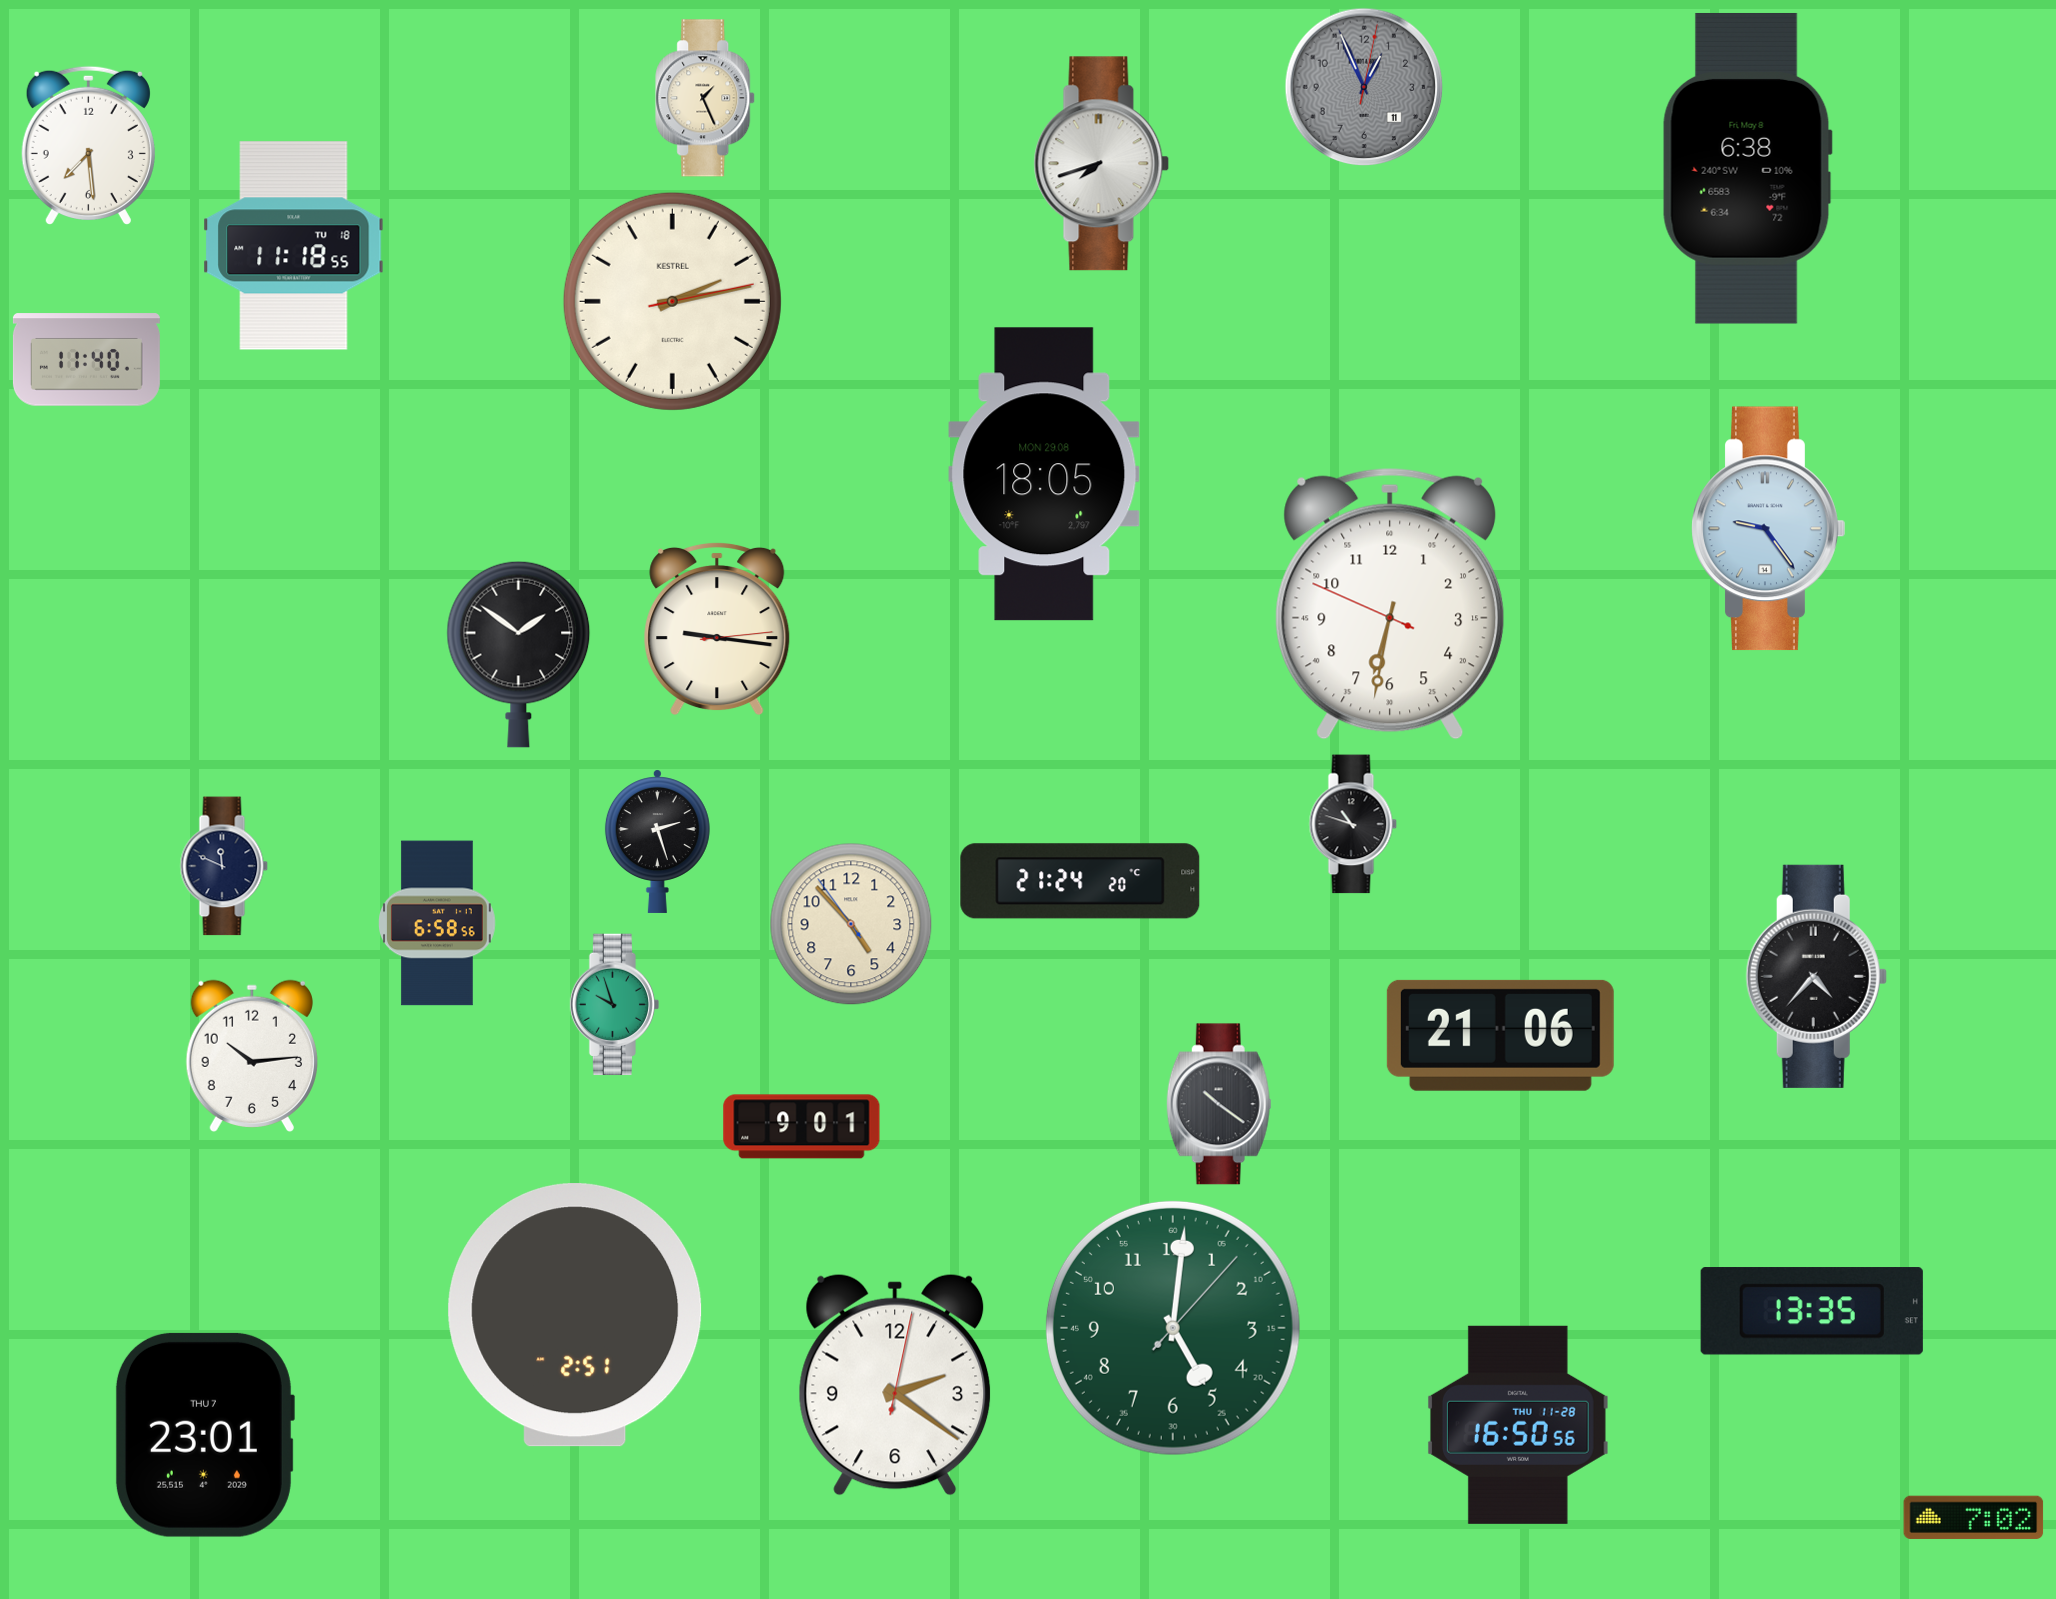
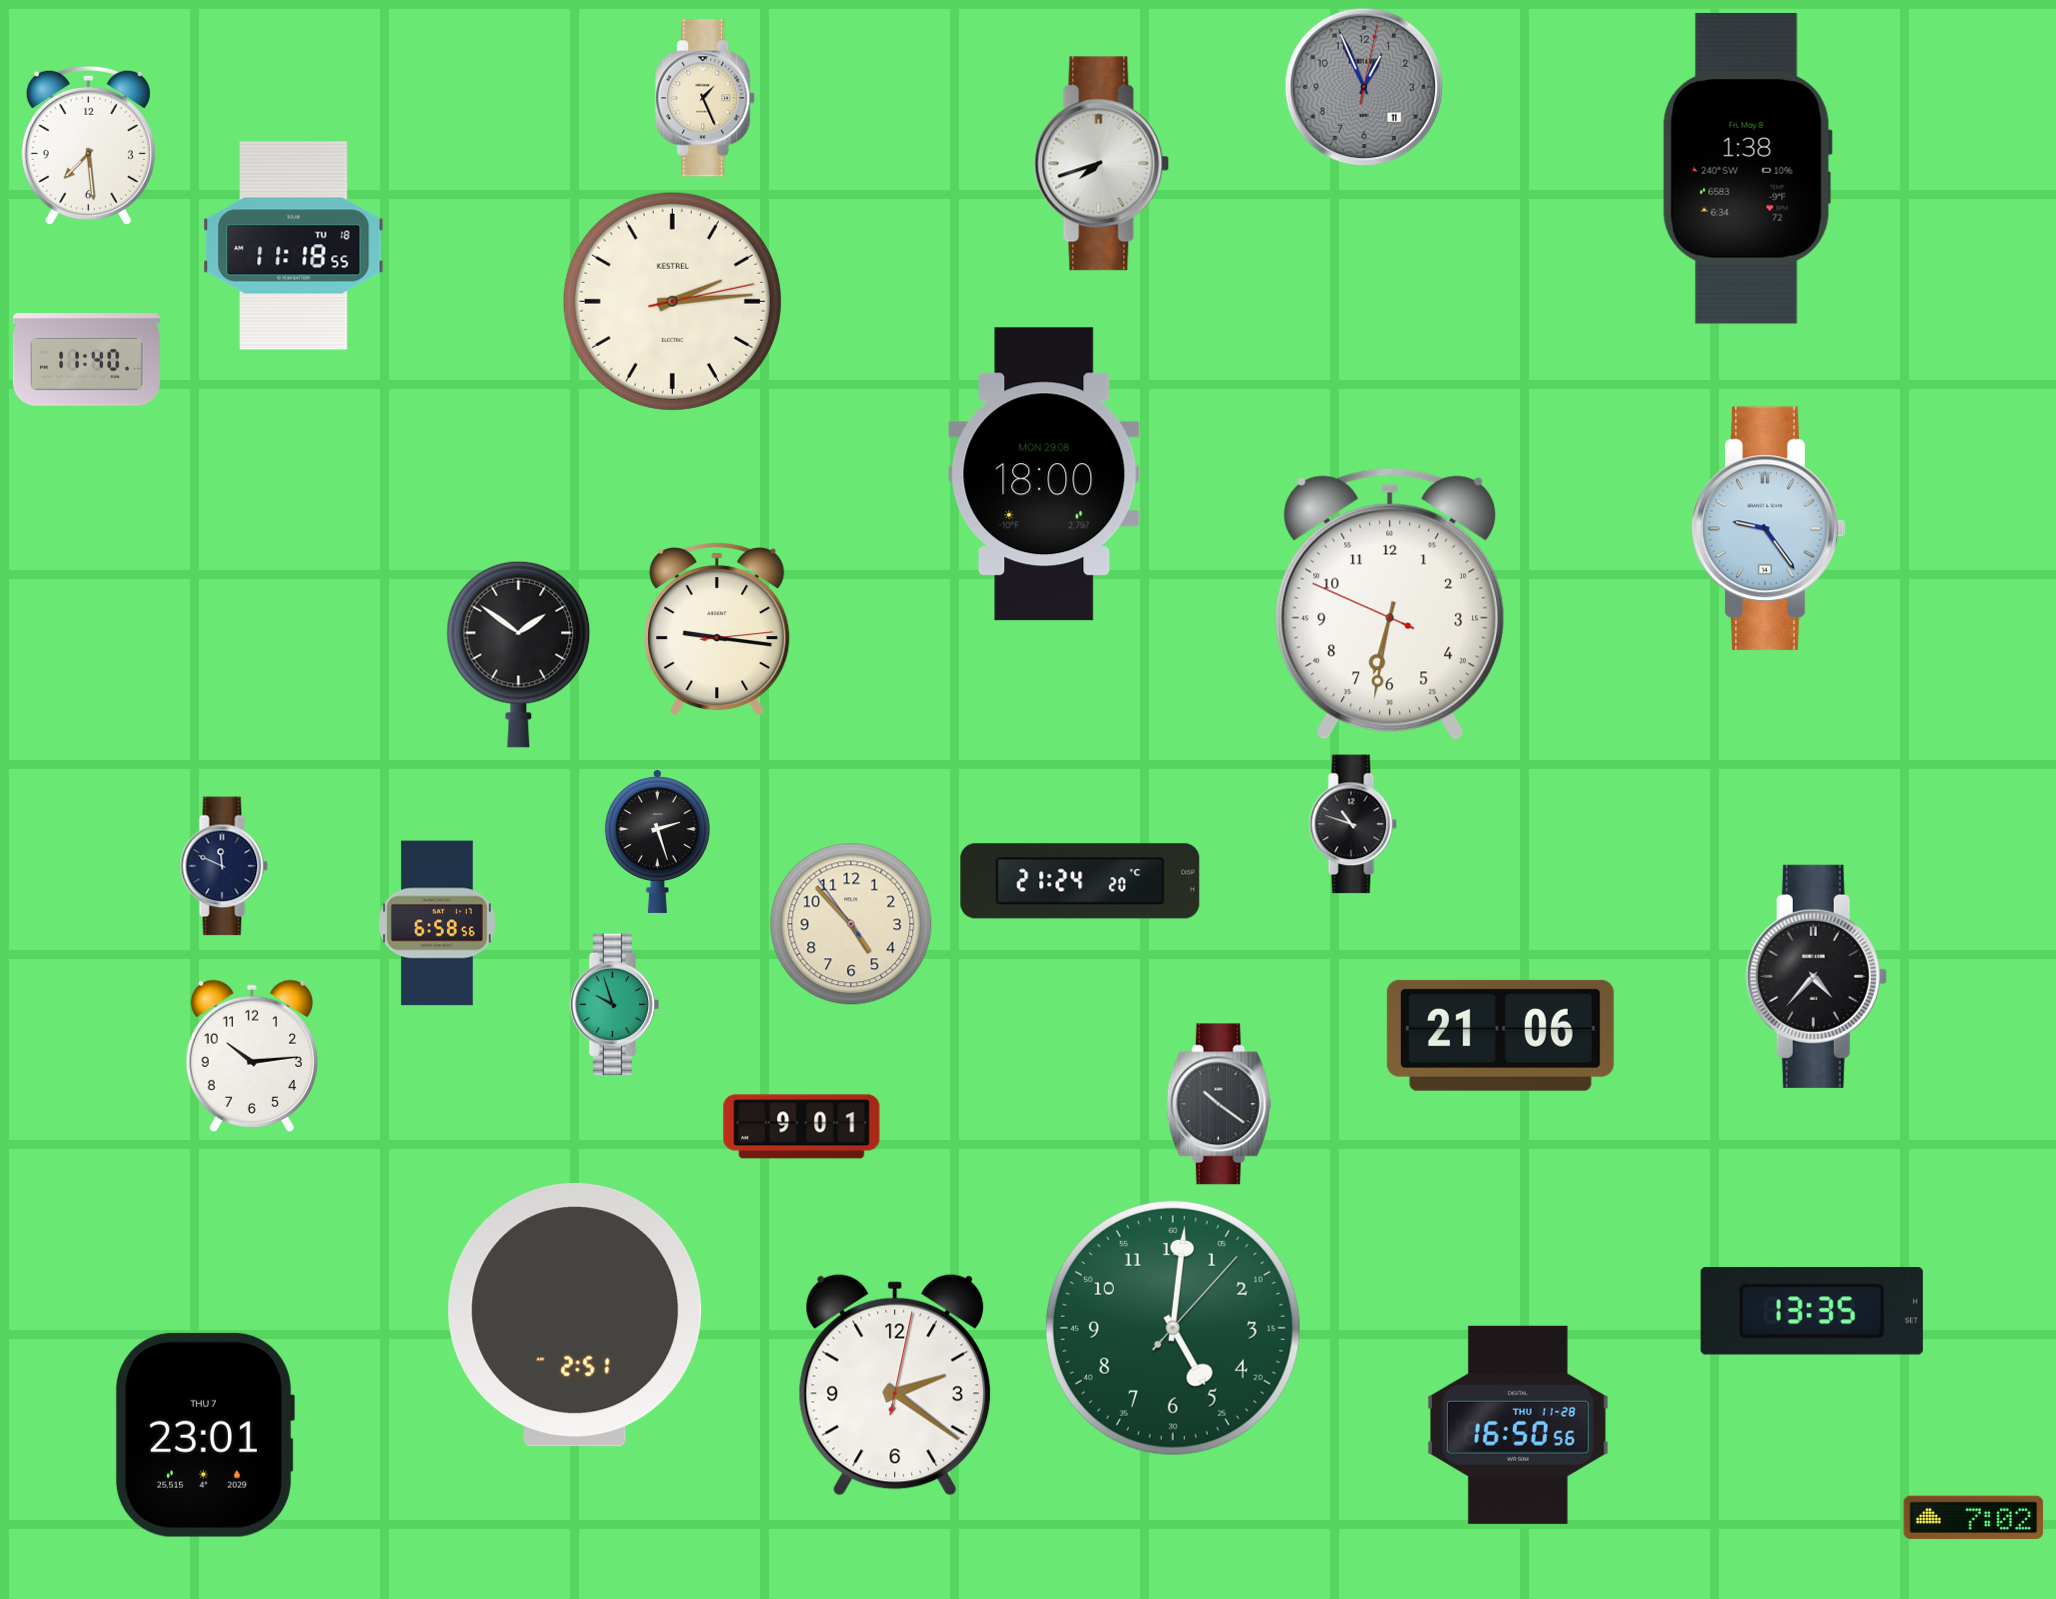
clock at (1747, 168): 6:38 -> 1:38
clock at (672, 301): 2:13 -> 2:14
clock at (1044, 474): 18:05 -> 18:00
